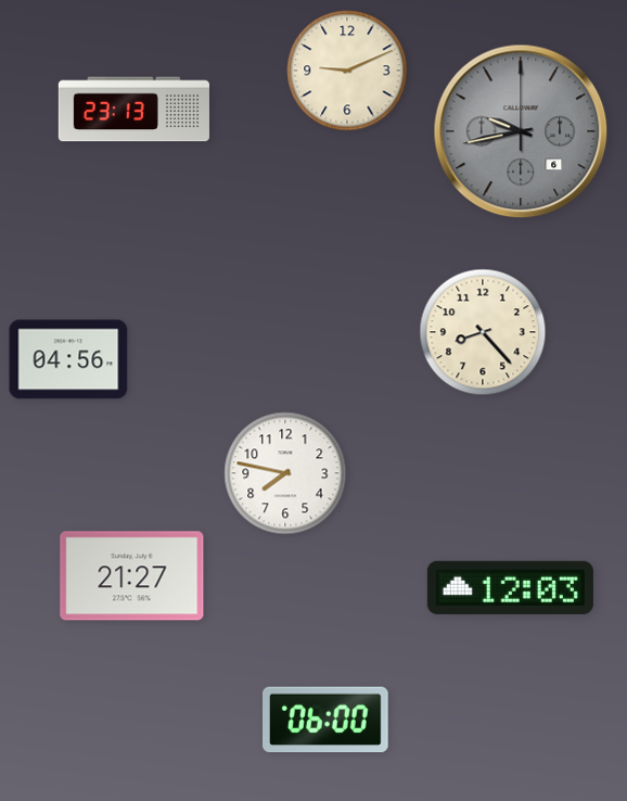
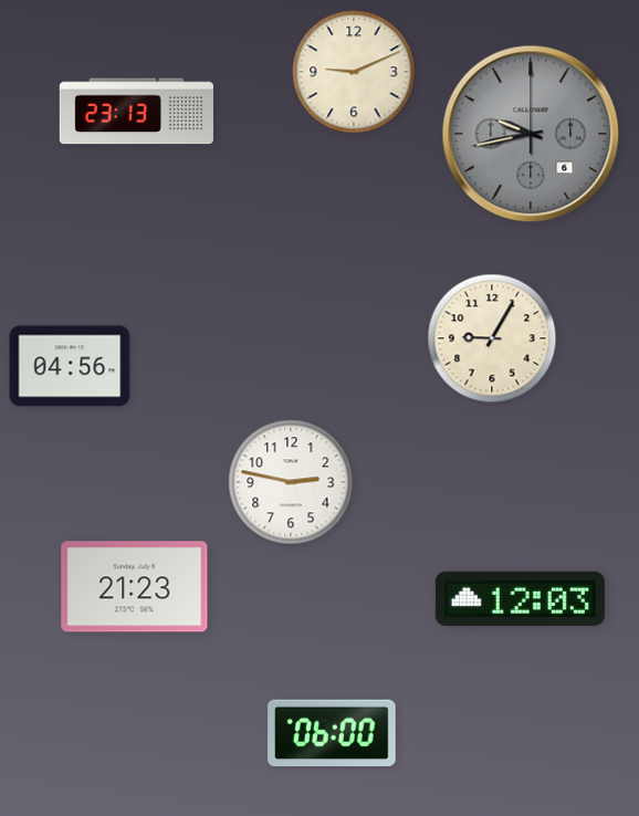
clock at (483, 332): 8:23 -> 9:05
clock at (285, 473): 7:47 -> 2:47
clock at (132, 576): 21:27 -> 21:23
